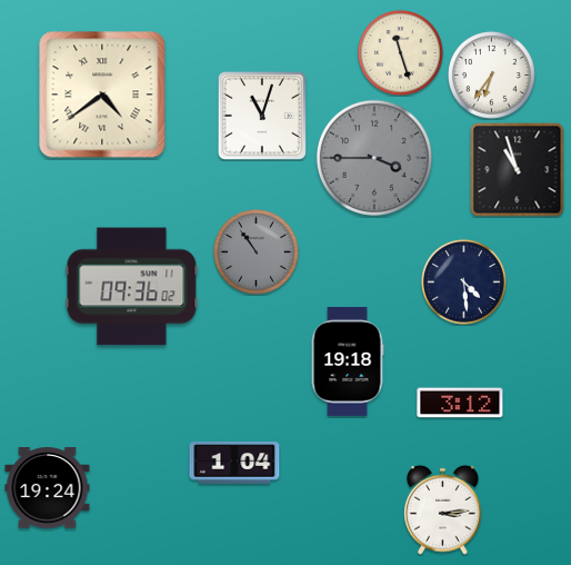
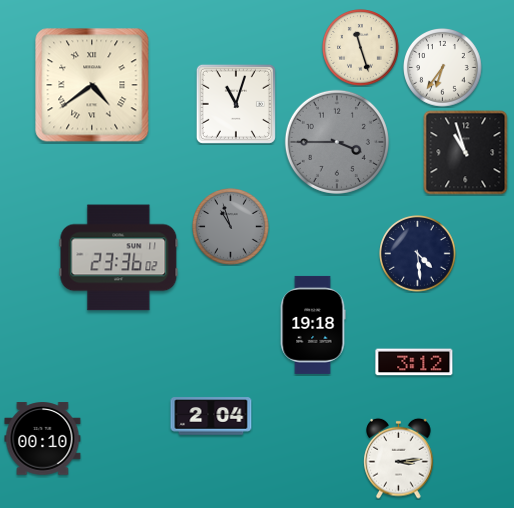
clock at (257, 252): 10:54 -> 10:57
clock at (132, 287): 09:36 -> 23:36
clock at (234, 463): 1:04 -> 2:04
clock at (48, 488): 19:24 -> 00:10
